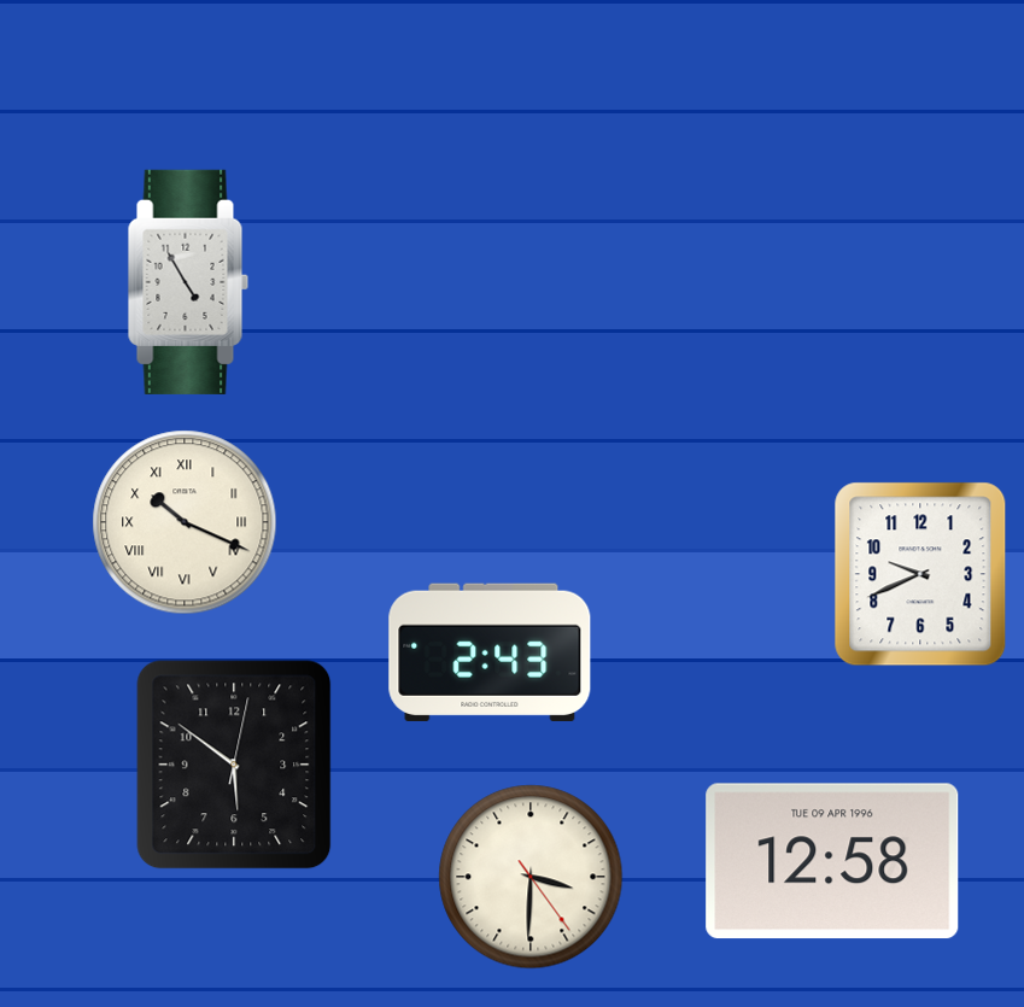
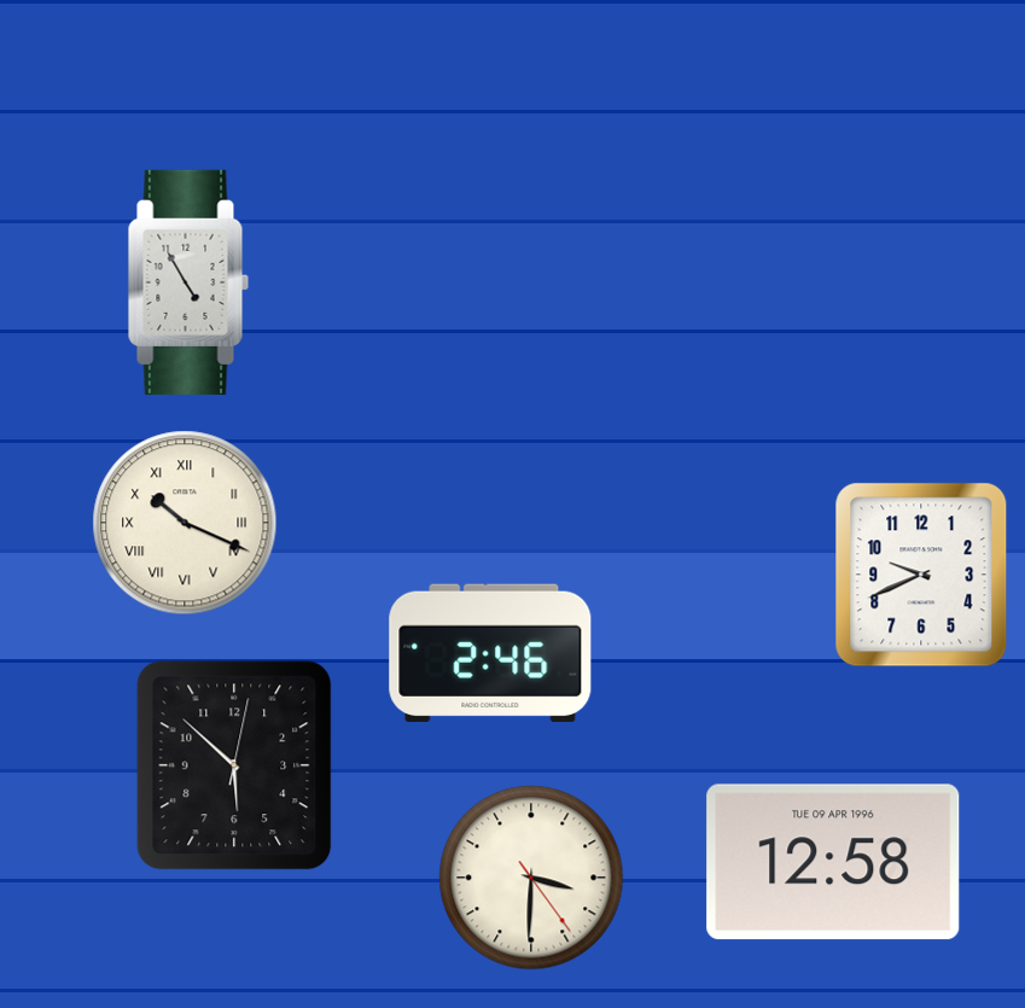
clock at (490, 652): 2:43 -> 2:46
clock at (234, 765): 5:51 -> 5:52
